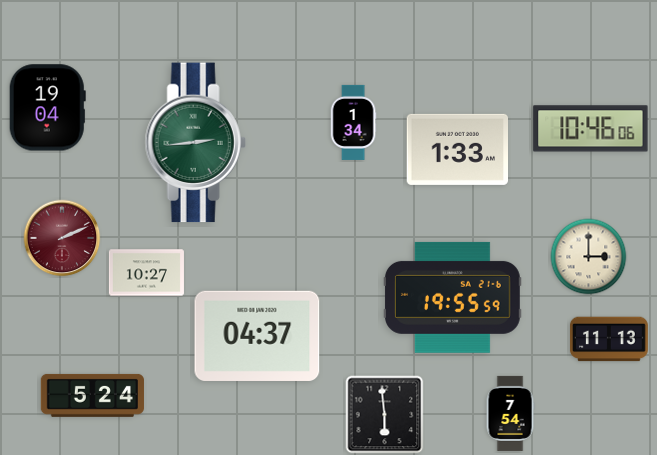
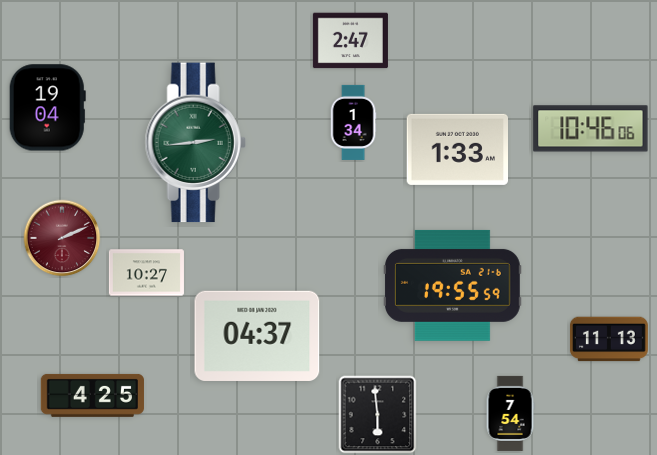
clock at (350, 41): none -> 2:47
clock at (589, 257): 3:00 -> none
clock at (452, 297) position: (452, 297) -> (452, 285)
clock at (92, 395): 5:24 -> 4:25
clock at (385, 415) position: (385, 415) -> (378, 415)
